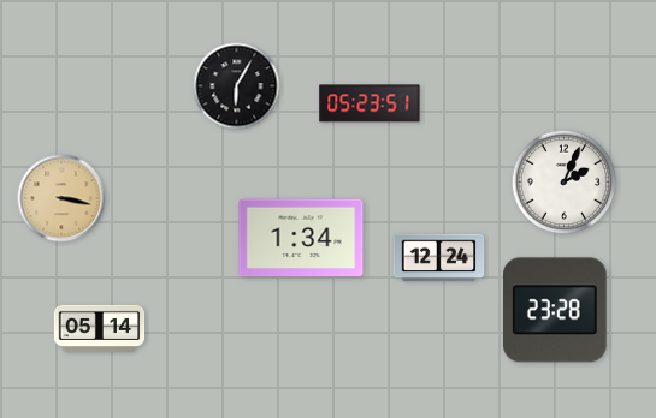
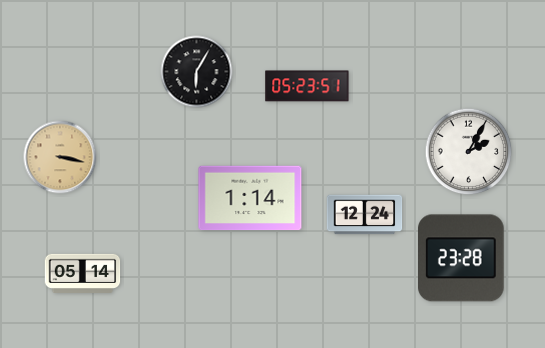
clock at (565, 183): 2:04 -> 2:05
clock at (61, 198) position: (61, 198) -> (60, 157)
clock at (301, 238): 1:34 -> 1:14
